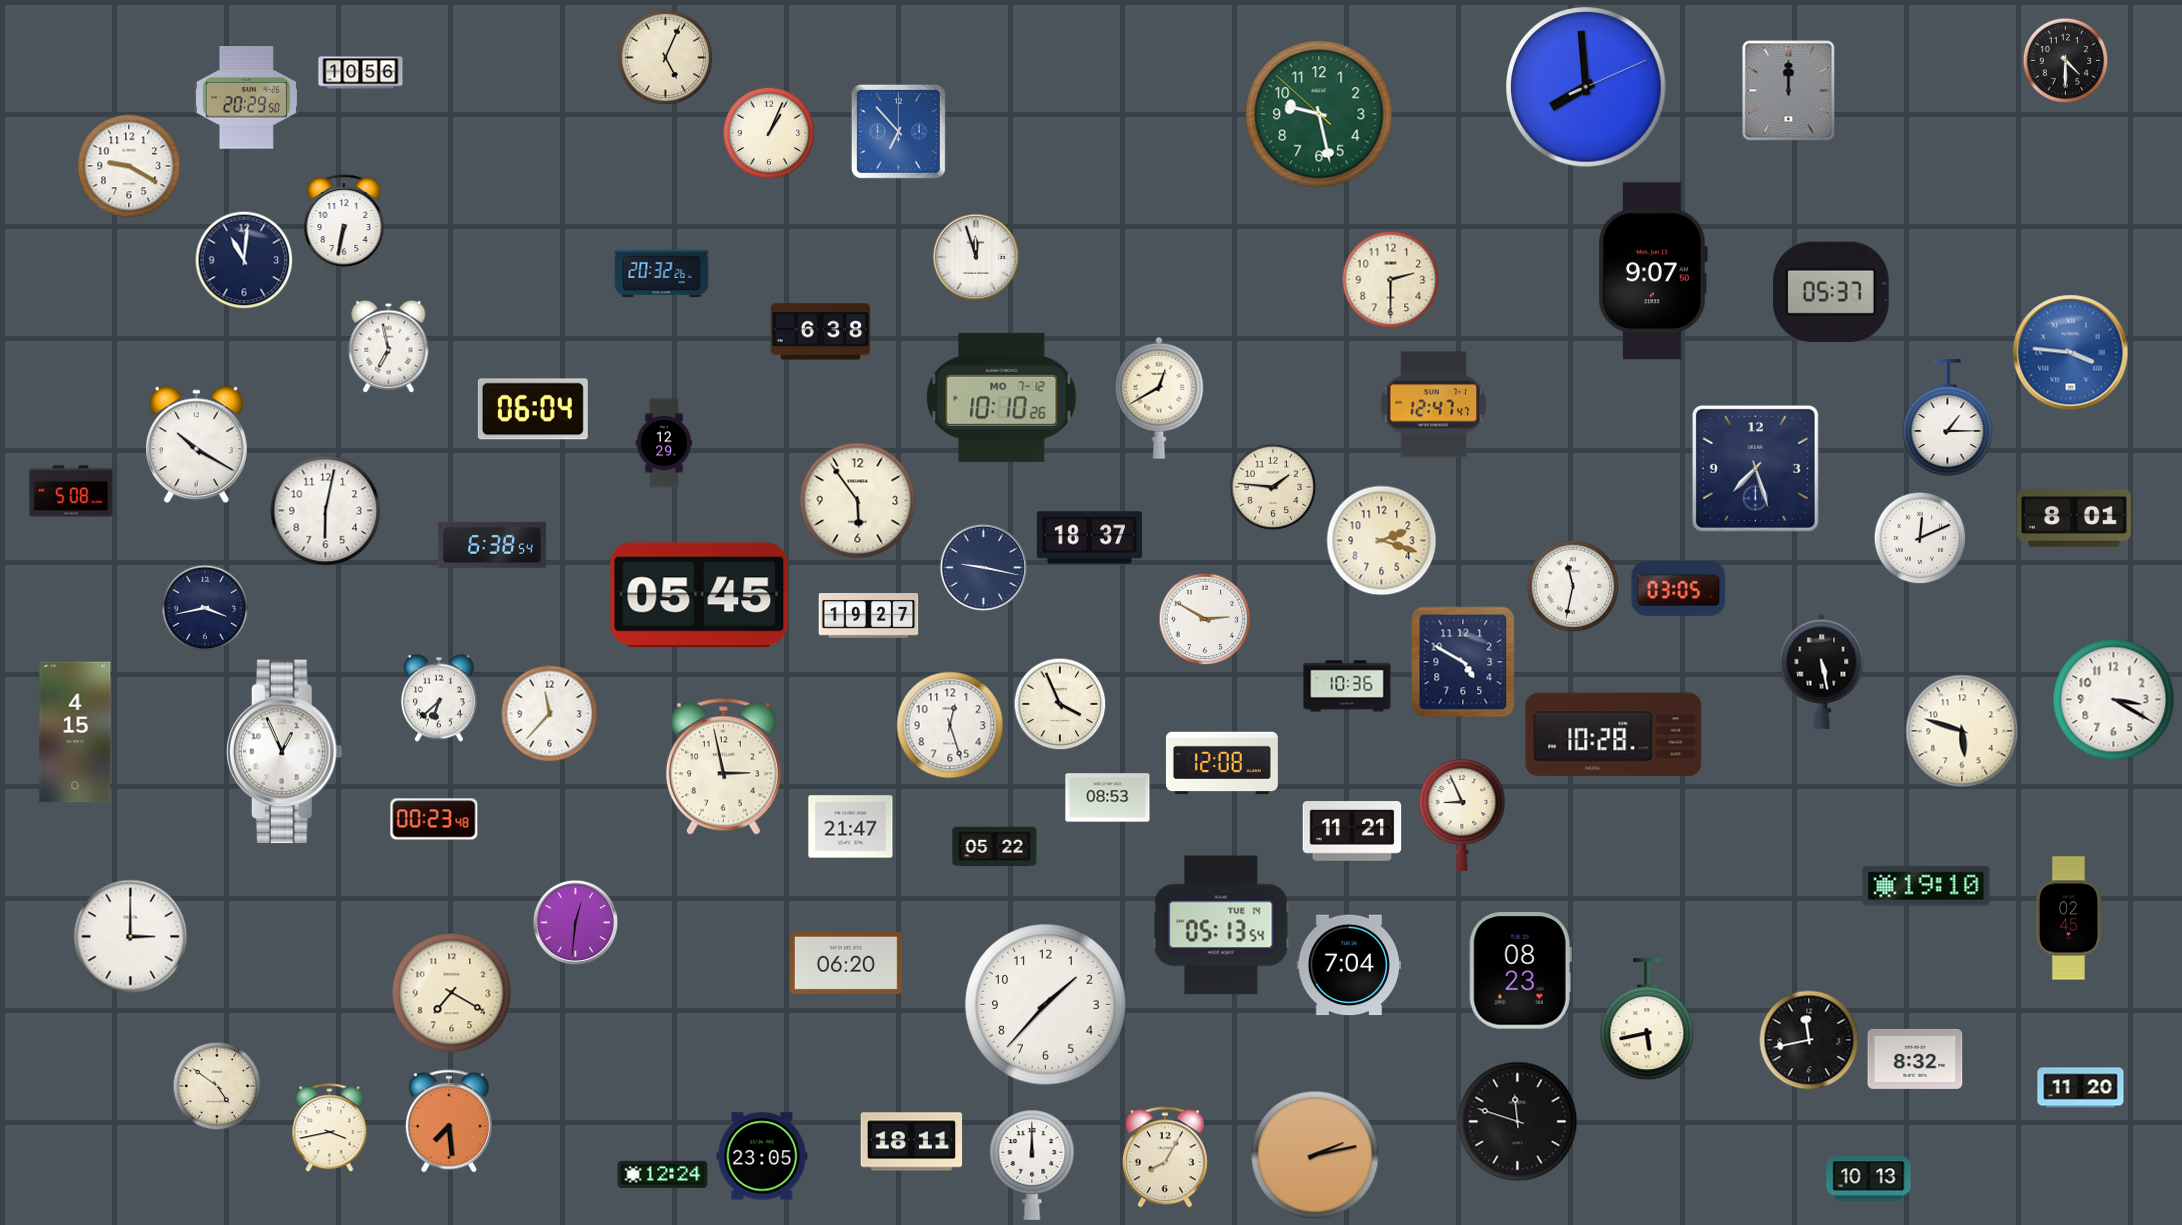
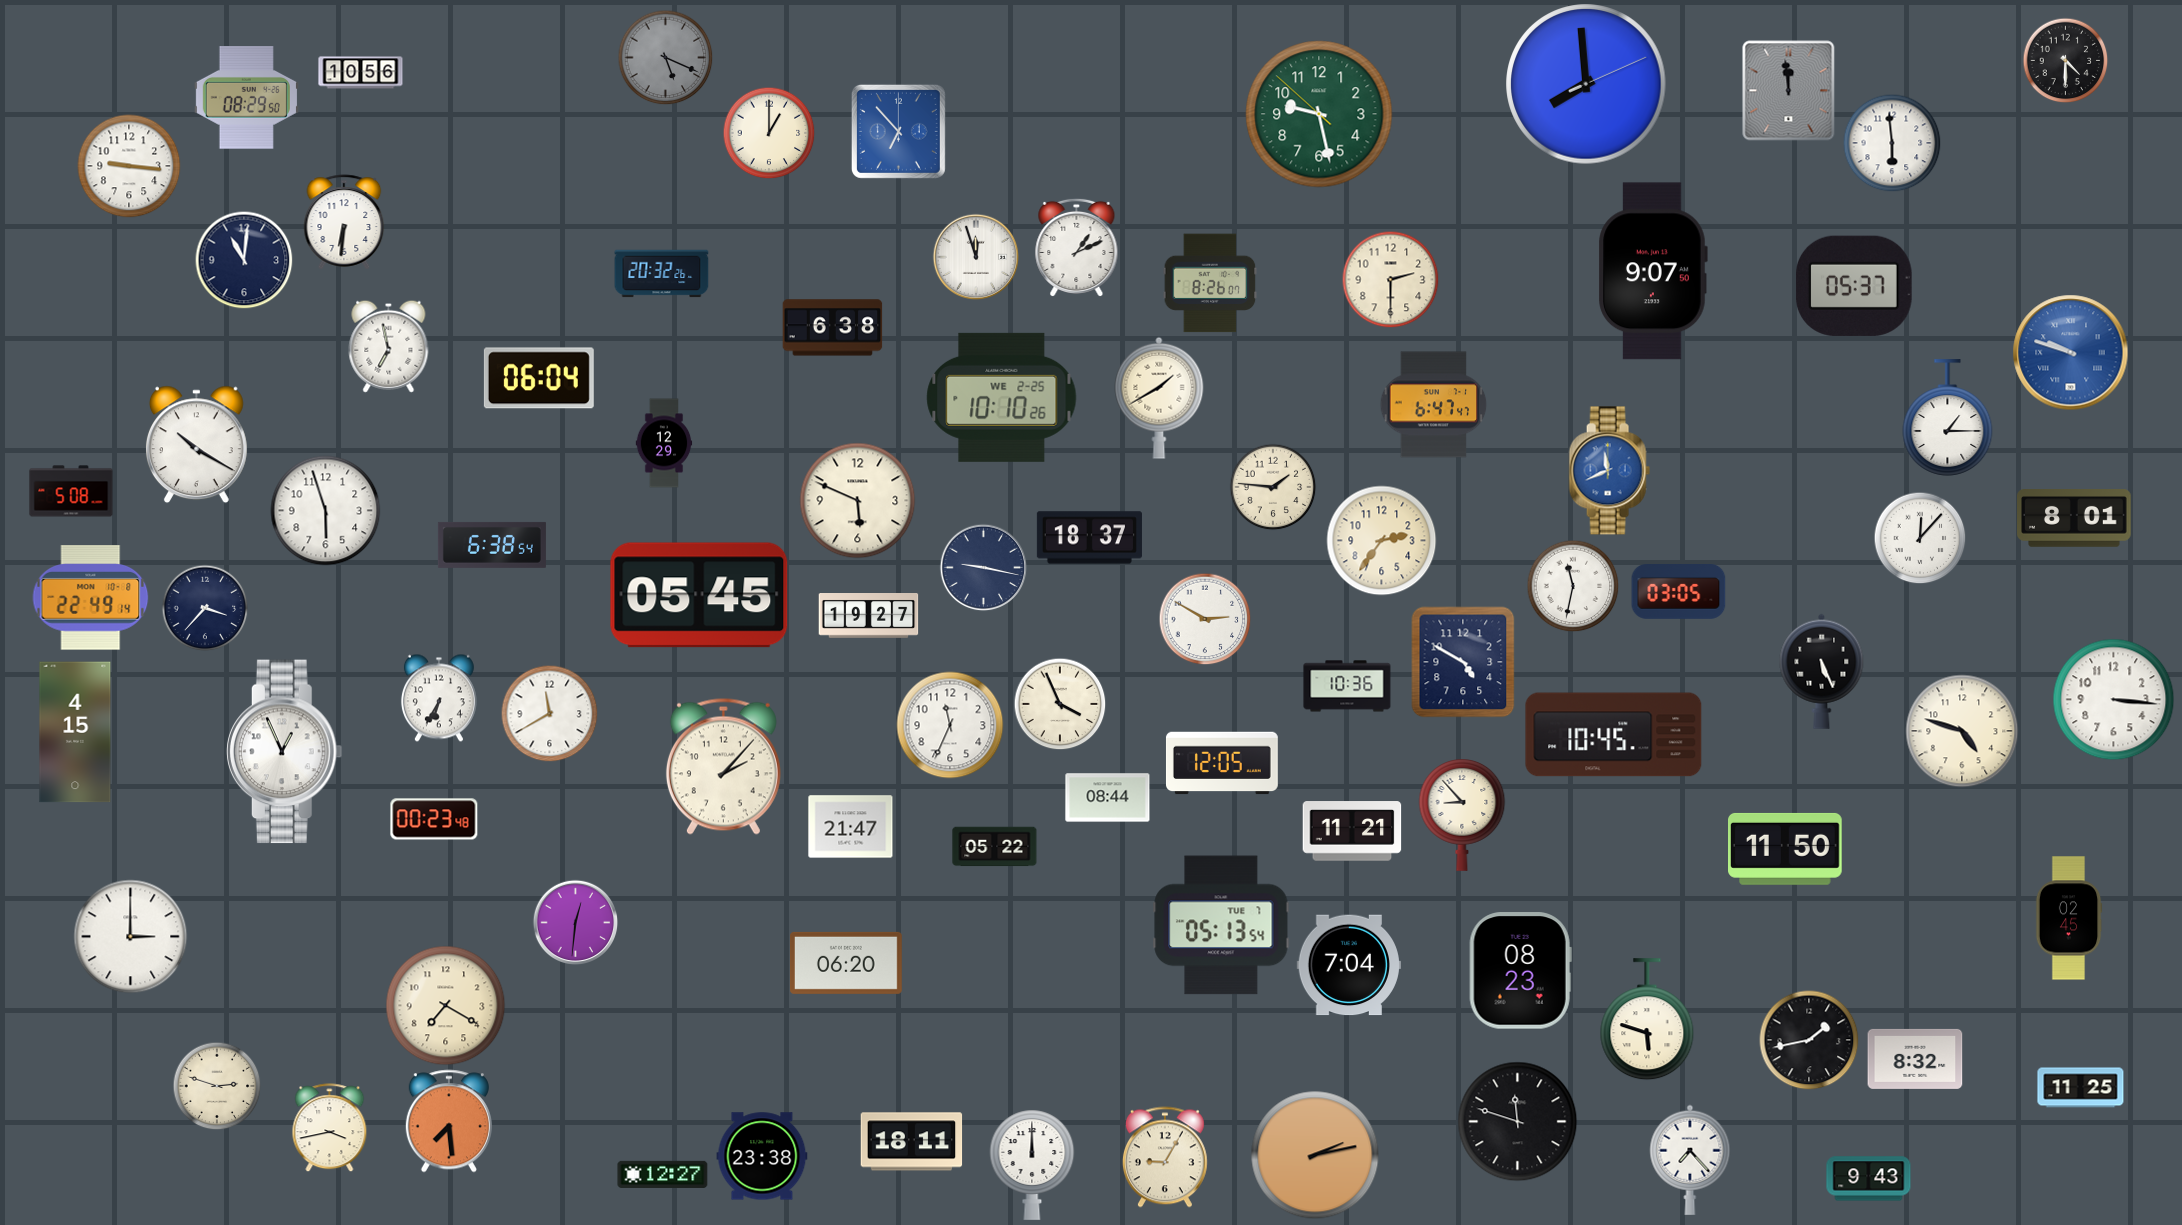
clock at (665, 57): 5:04 -> 5:19
clock at (665, 57) dial: cream -> grey
clock at (1586, 87) position: (1586, 87) -> (1586, 84)
clock at (1789, 91): 12:00 -> 11:59
clock at (246, 98): 20:29 -> 08:29
clock at (769, 133): 1:04 -> 1:00
clock at (1892, 143): none -> 5:59
clock at (129, 166): 9:20 -> 9:16
clock at (344, 222): 6:32 -> 6:31
clock at (1077, 247): none -> 1:11
clock at (1210, 283): none -> 8:26
clock at (1832, 292) position: (1832, 292) -> (1855, 286)
clock at (821, 332) position: (821, 332) -> (833, 328)
clock at (2071, 353): 3:46 -> 9:48
clock at (1002, 397) date: MO 7-12 -> WE 2-25
clock at (1159, 398): 12:40 -> 1:40
clock at (1434, 405): 12:47 -> 6:47
clock at (533, 409) position: (533, 409) -> (539, 378)
clock at (1755, 468): 7:27 -> none
clock at (1609, 471): none -> 11:41
clock at (858, 501): 5:54 -> 5:49
clock at (326, 511): 6:02 -> 5:57
clock at (1920, 538): 12:11 -> 12:07
clock at (1382, 541): 2:18 -> 2:36
clock at (1679, 589) position: (1679, 589) -> (1679, 592)
clock at (91, 598): none -> 22:49
clock at (205, 608): 3:43 -> 3:37
clock at (1822, 671): 5:28 -> 5:26
clock at (439, 698): 6:38 -> 6:35
clock at (2114, 700): 3:20 -> 3:16
clock at (549, 713): 11:37 -> 11:40
clock at (950, 725): 12:27 -> 11:34
clock at (1962, 731): 5:48 -> 4:48
clock at (1614, 735): 10:28 -> 10:45
clock at (1222, 763): 12:08 -> 12:05
clock at (723, 766): 2:58 -> 2:07
clock at (1108, 798): 08:53 -> 08:44
clock at (1462, 815): 8:56 -> 8:53
clock at (1786, 849): none -> 11:50
clock at (1926, 886): 19:10 -> none
clock at (1221, 925) date: TUE 14 -> TUE 7
clock at (452, 993) position: (452, 993) -> (446, 1006)
clock at (1046, 1005): 1:37 -> none
clock at (1647, 1020): 5:43 -> 5:48
clock at (1809, 1040): 11:43 -> 1:43
clock at (217, 1086): 4:51 -> 2:48
clock at (2081, 1088): 11:20 -> 11:25
clock at (762, 1156): 23:05 -> 23:38
clock at (1165, 1157): 8:05 -> 9:05
clock at (1690, 1160): none -> 7:23
clock at (663, 1174): 12:24 -> 12:27
clock at (1869, 1179): 10:13 -> 9:43
